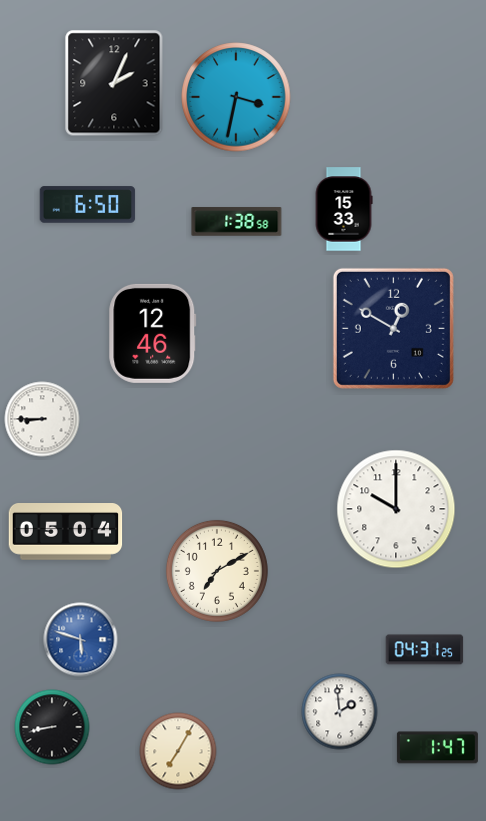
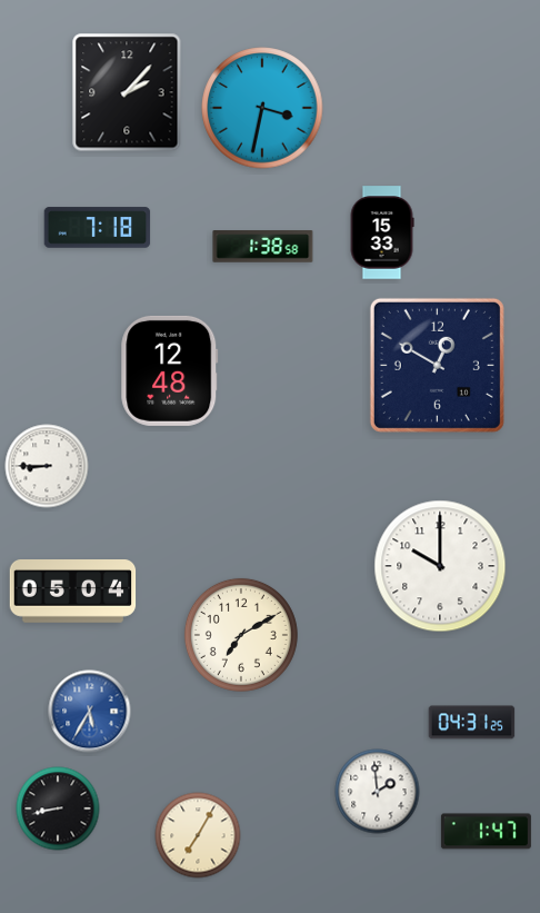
clock at (114, 83): 2:04 -> 2:07
clock at (88, 205): 6:50 -> 7:18
clock at (153, 333): 12:46 -> 12:48
clock at (81, 640): 5:48 -> 5:35
